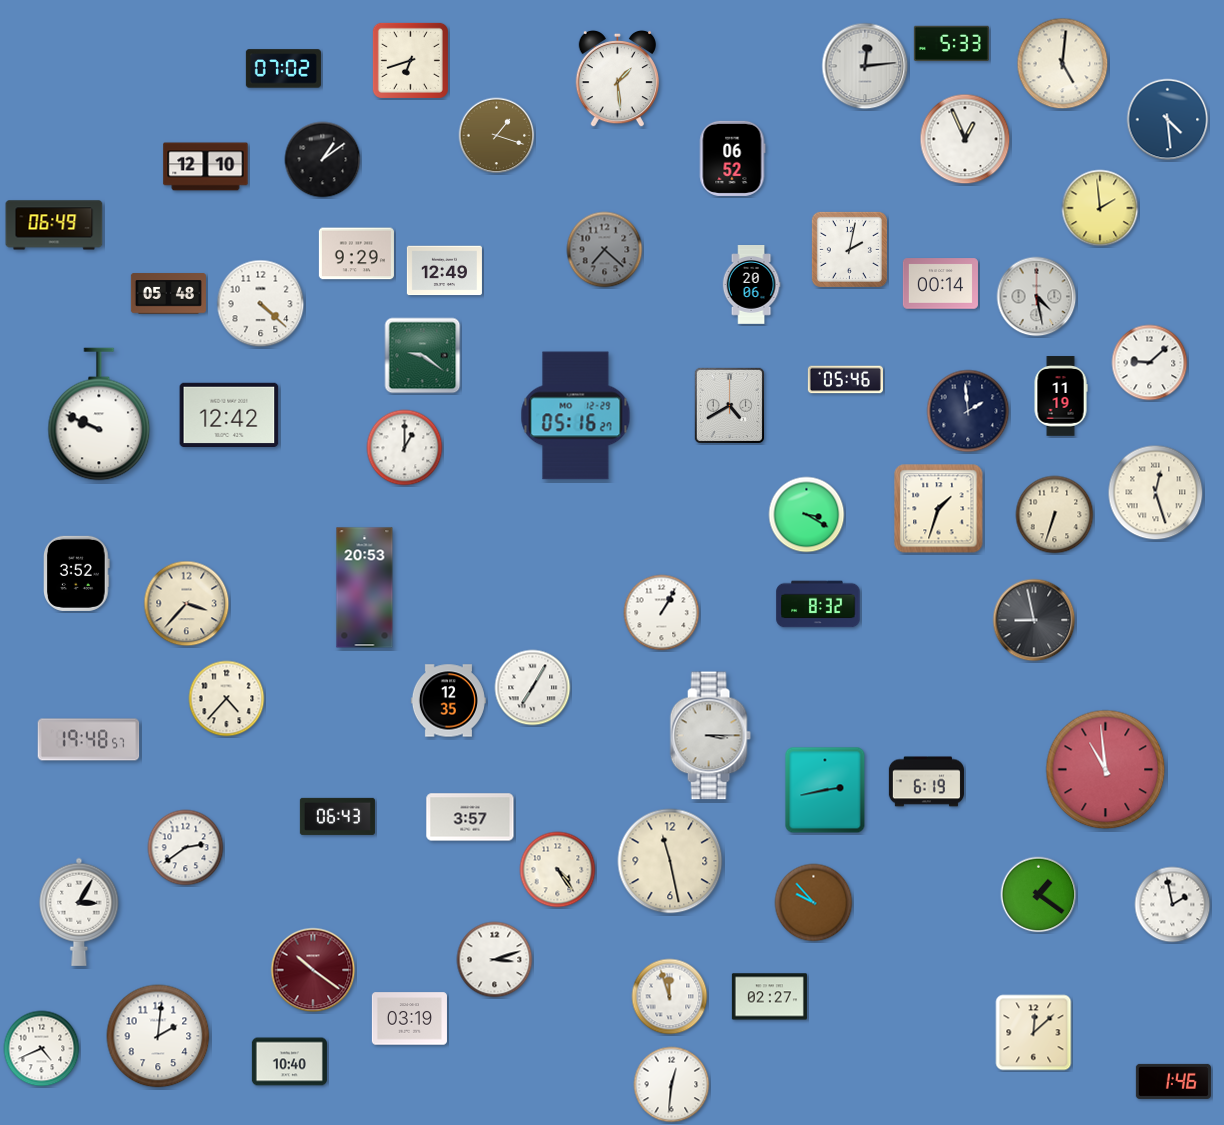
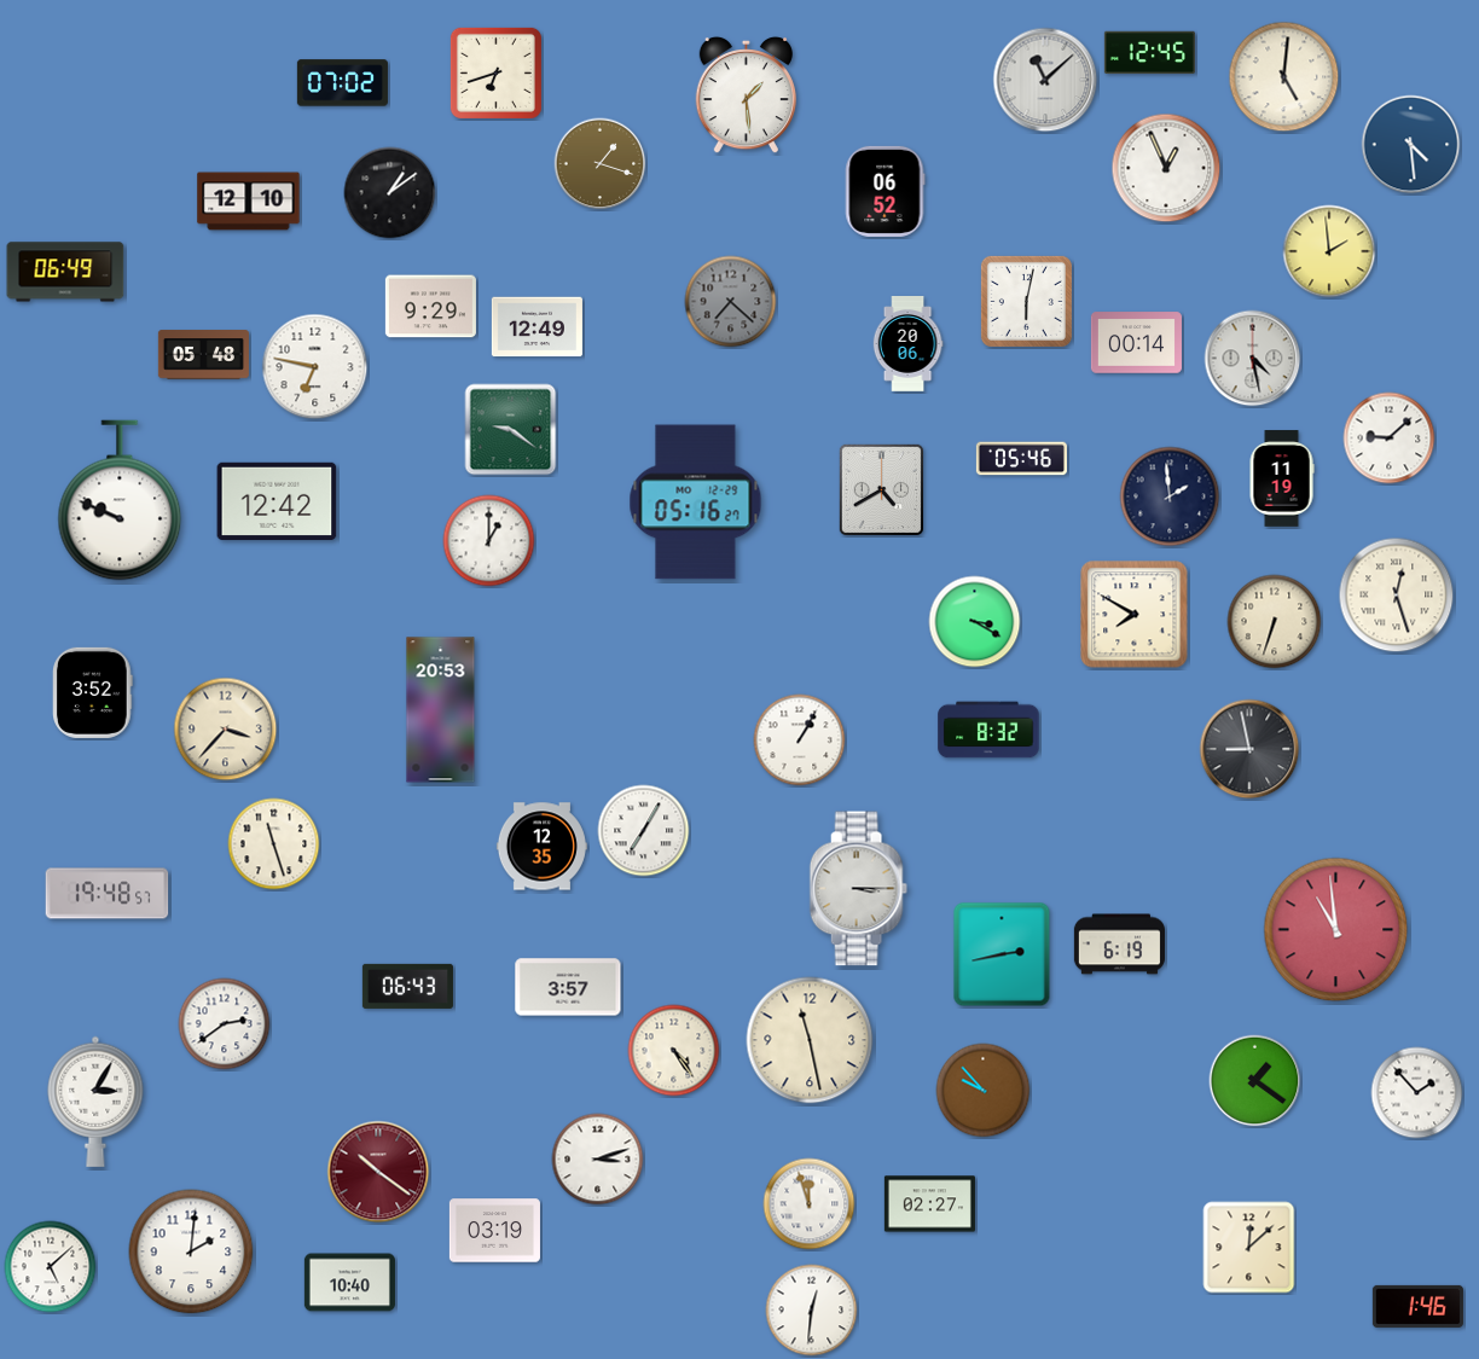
clock at (951, 44): 5:33 -> 12:45
clock at (865, 66): 12:14 -> 11:08
clock at (849, 249): 2:02 -> 6:02
clock at (261, 304): 4:22 -> 6:47
clock at (939, 509): 1:33 -> 7:50
clock at (227, 699): 4:37 -> 11:27
clock at (825, 790) position: (825, 790) -> (1002, 954)
clock at (1173, 905): 1:58 -> 1:53
clock at (42, 1049): 4:41 -> 5:08
